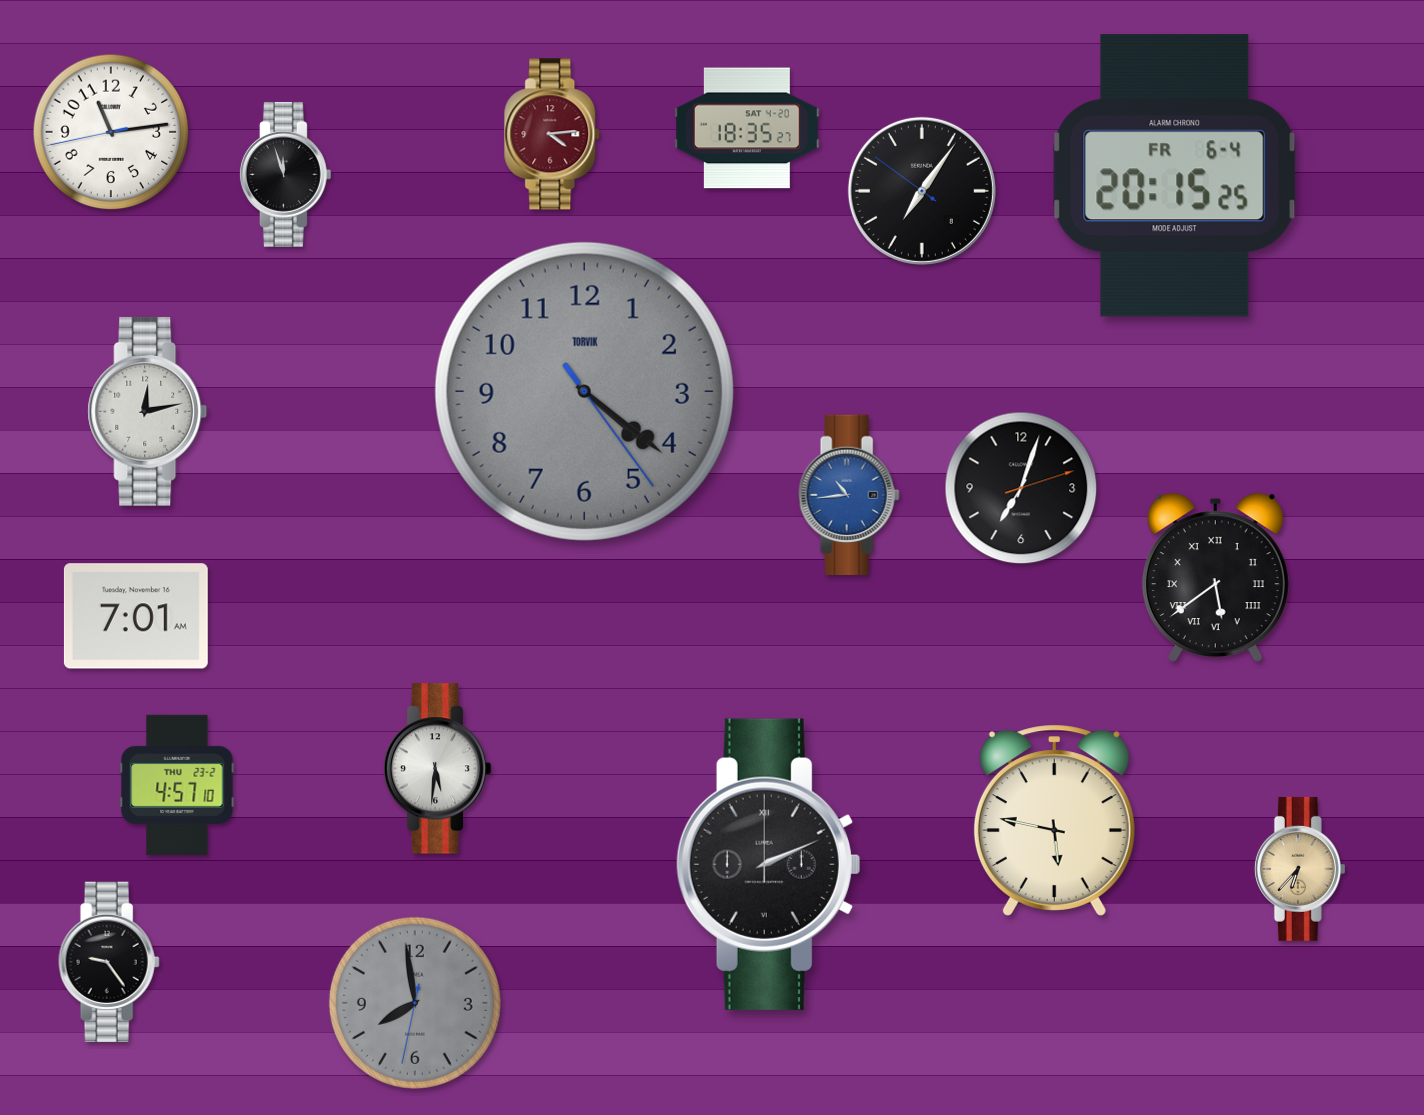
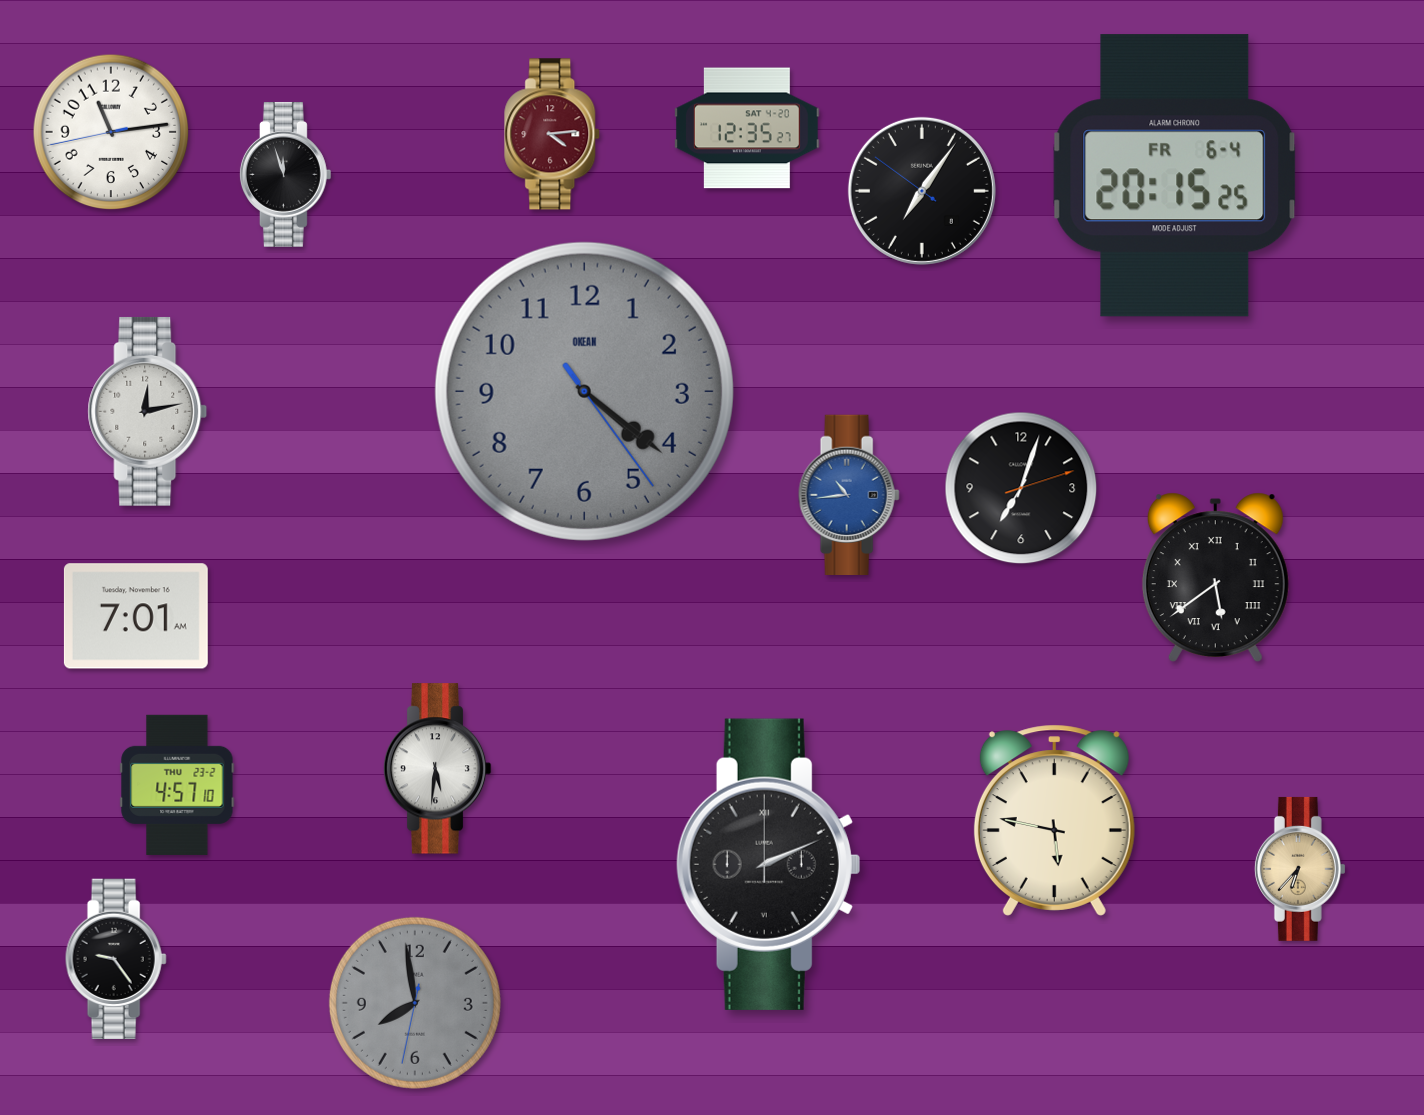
clock at (747, 128): 18:35 -> 12:35
clock at (584, 391) brand: TORVIK -> OKEAN
clock at (109, 961) position: (109, 961) -> (116, 958)
